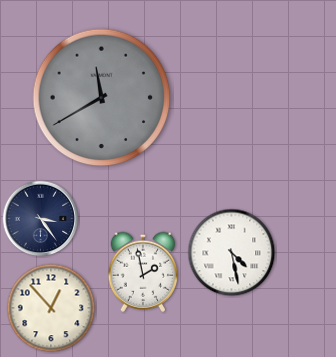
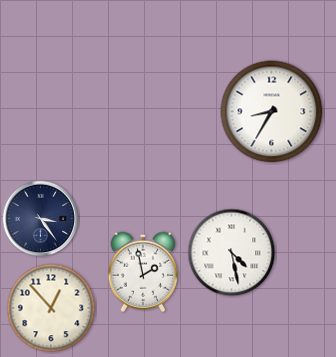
clock at (102, 98): 11:40 -> none
clock at (272, 112): none -> 8:35
